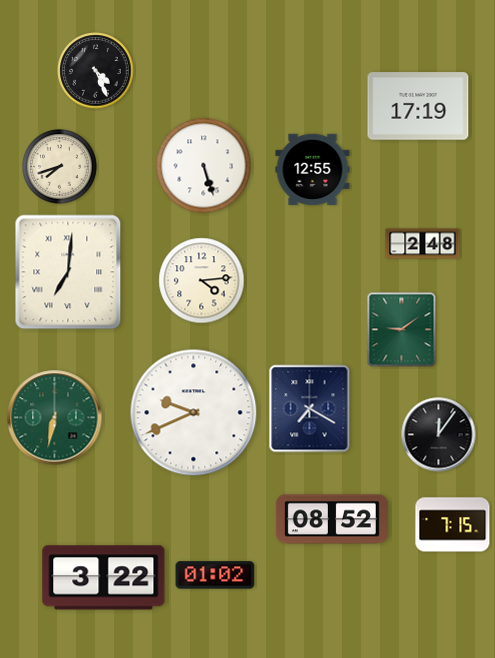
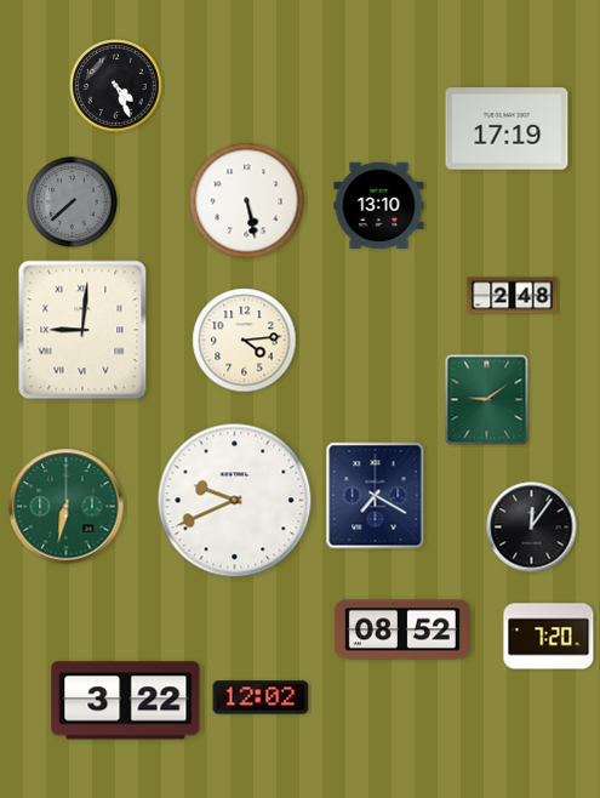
clock at (204, 166): 5:27 -> 5:28
clock at (60, 167): 7:42 -> 7:38
clock at (60, 167) dial: cream -> grey
clock at (313, 170): 12:55 -> 13:10
clock at (68, 272): 7:01 -> 9:01
clock at (453, 525): 7:15 -> 7:20
clock at (215, 575): 01:02 -> 12:02
